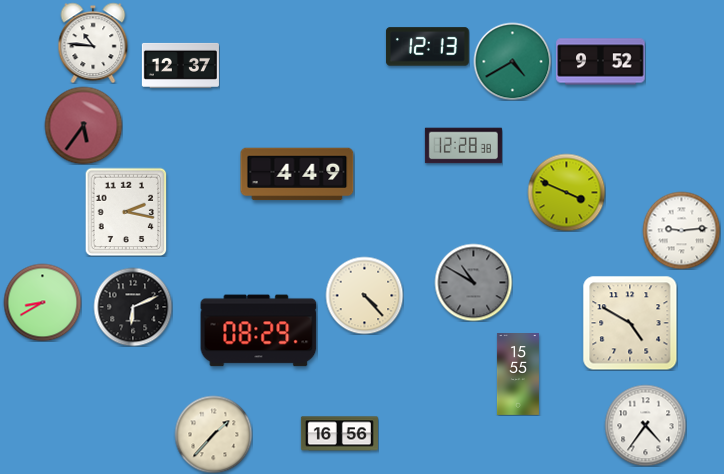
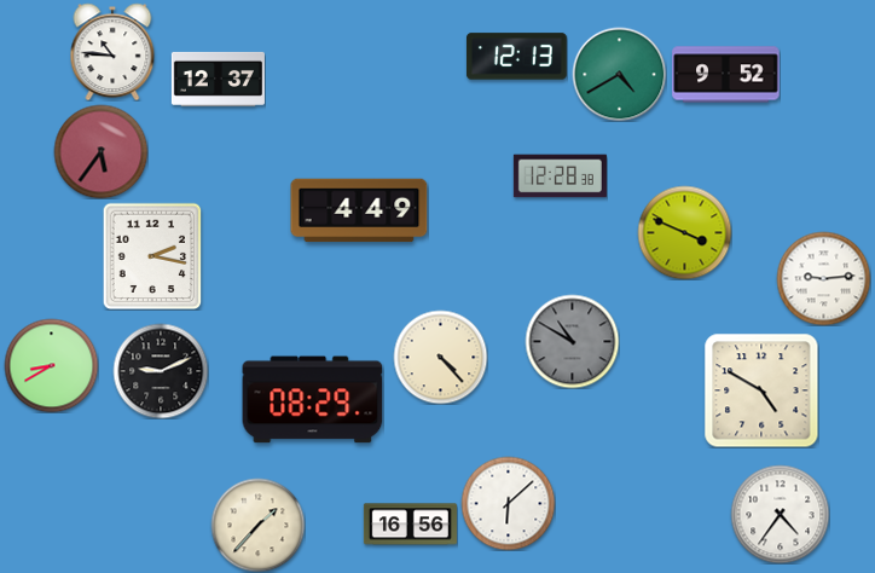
clock at (133, 307): 6:11 -> 9:11
clock at (518, 375): 15:55 -> none
clock at (508, 503): none -> 6:08
